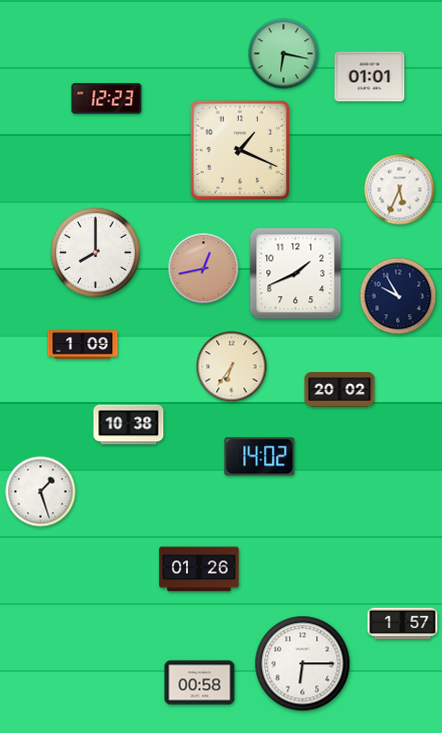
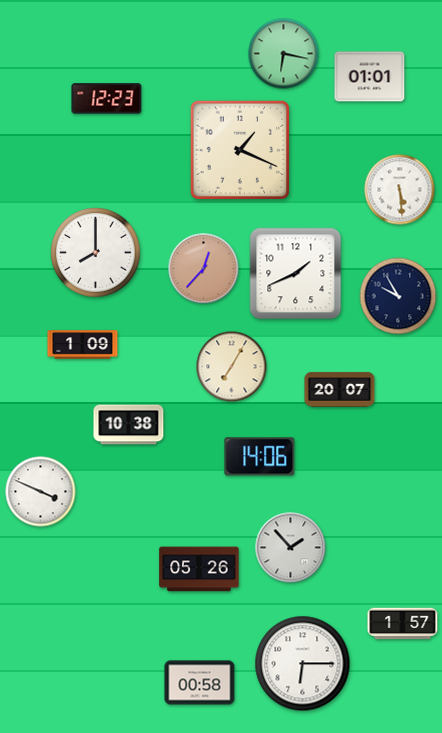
clock at (400, 190): 5:34 -> 5:29
clock at (204, 269): 12:43 -> 12:37
clock at (232, 367): 6:36 -> 7:05
clock at (340, 390): 20:02 -> 20:07
clock at (260, 457): 14:02 -> 14:06
clock at (41, 492): 1:27 -> 3:49
clock at (291, 548): none -> 1:53
clock at (199, 569): 01:26 -> 05:26
